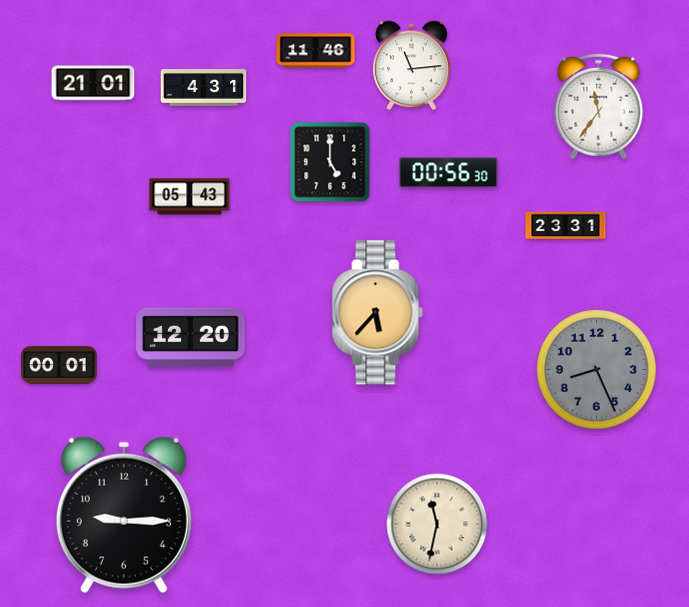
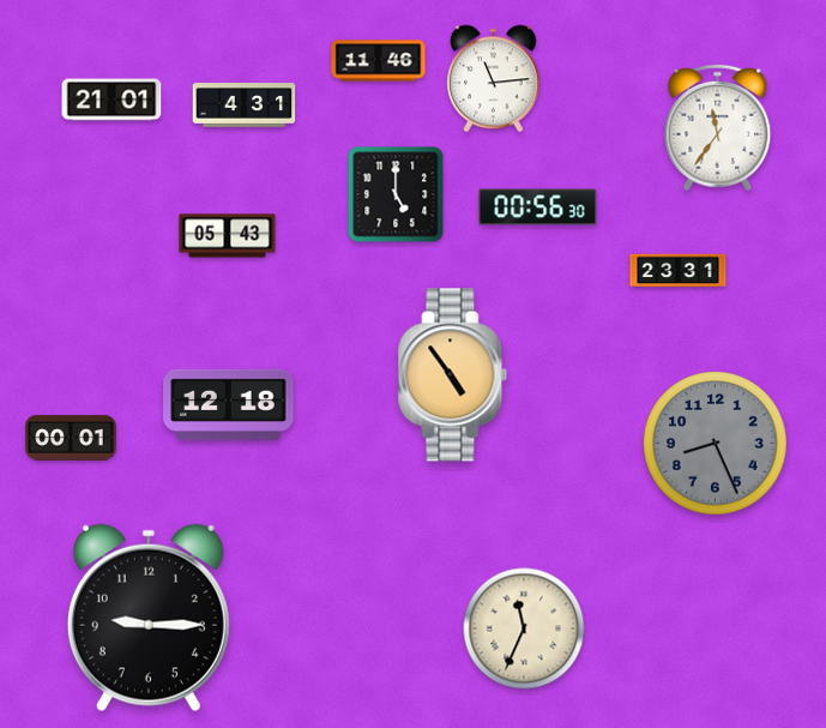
clock at (378, 313): 5:37 -> 4:54
clock at (191, 337): 12:20 -> 12:18
clock at (437, 524): 11:32 -> 11:34
